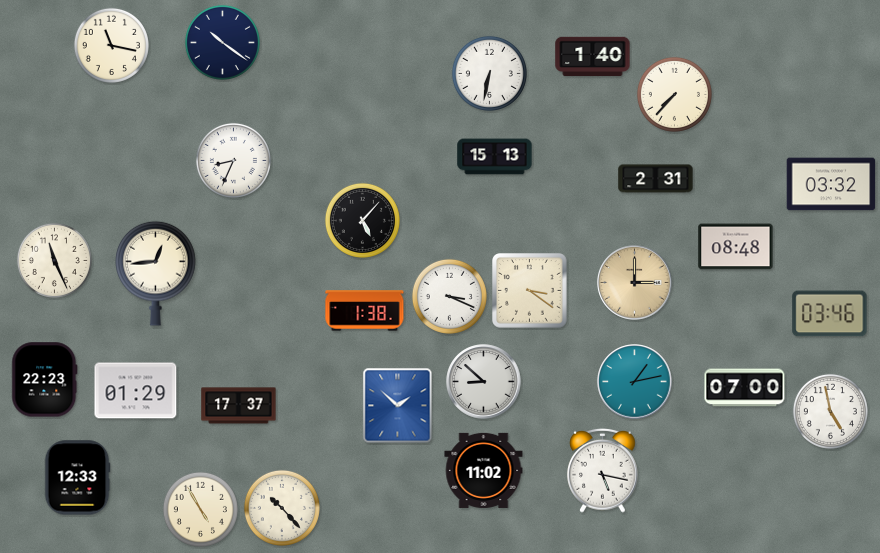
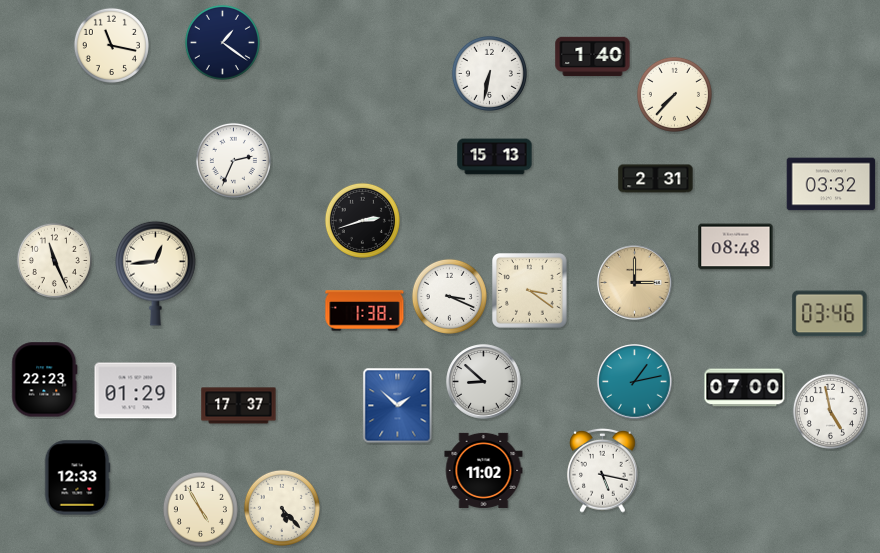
clock at (222, 42): 10:21 -> 1:21
clock at (233, 160): 8:34 -> 2:34
clock at (362, 220): 5:07 -> 2:42
clock at (282, 508): 10:23 -> 5:23
